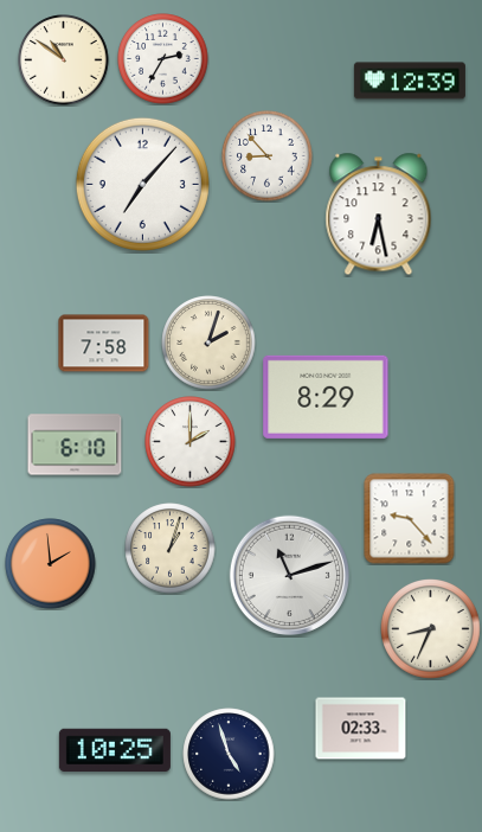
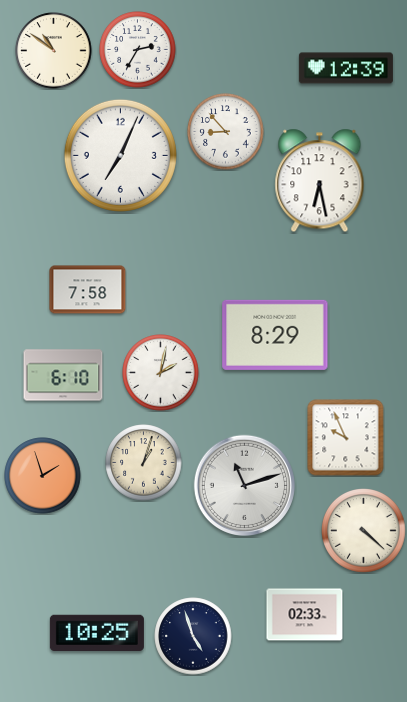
clock at (142, 184): 7:07 -> 7:04
clock at (208, 343): 2:03 -> none
clock at (191, 442): 2:00 -> 2:02
clock at (410, 519): 9:23 -> 9:56
clock at (51, 564): 1:59 -> 1:57
clock at (431, 629): 8:34 -> 4:22
